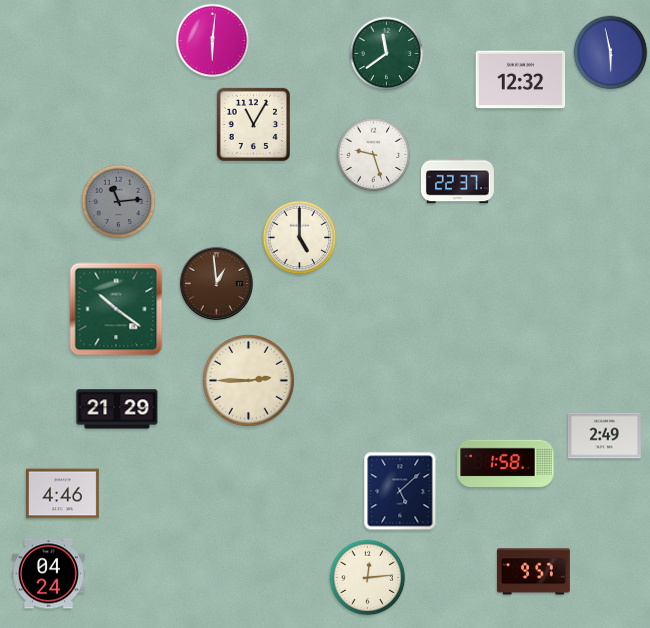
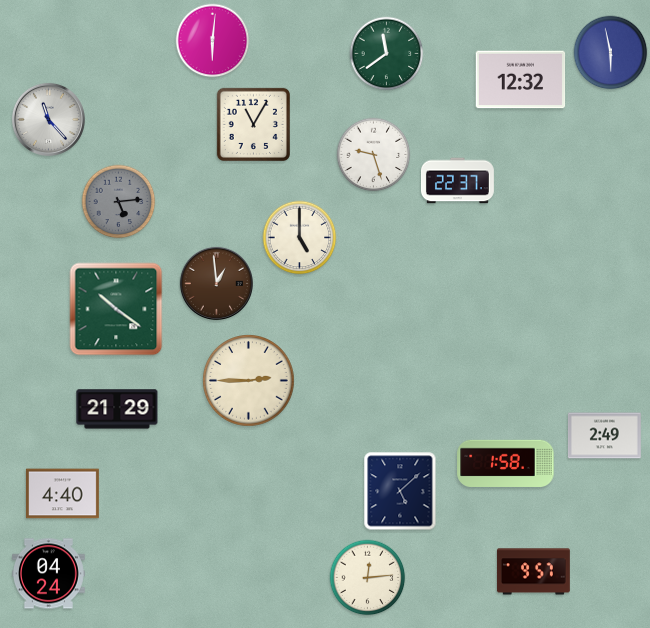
clock at (48, 119): none -> 11:23
clock at (119, 202): 11:14 -> 5:14
clock at (62, 494): 4:46 -> 4:40
